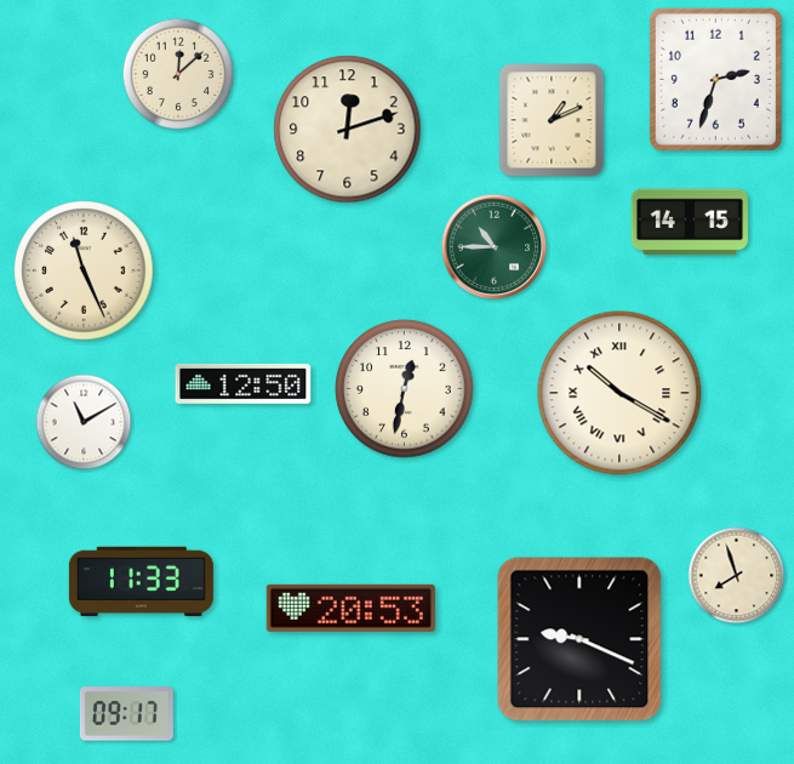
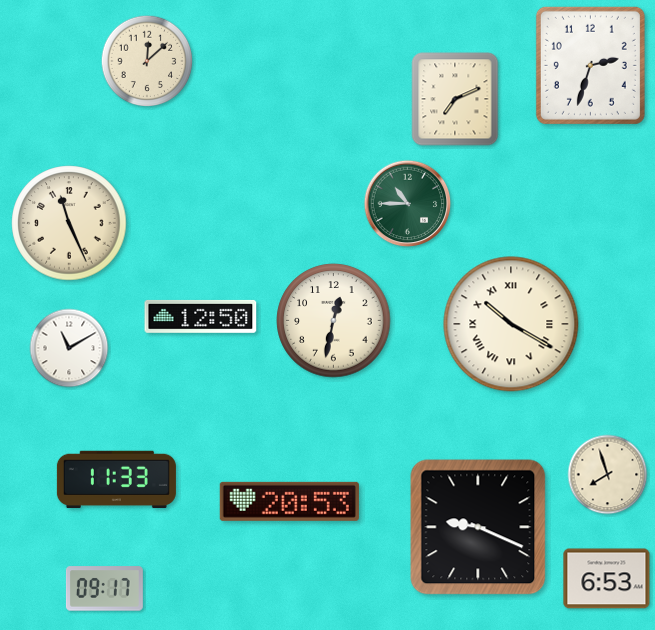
clock at (552, 120): 1:11 -> 7:11
clock at (348, 130): 12:12 -> none
clock at (690, 222): 14:15 -> none
clock at (607, 579): none -> 6:53
